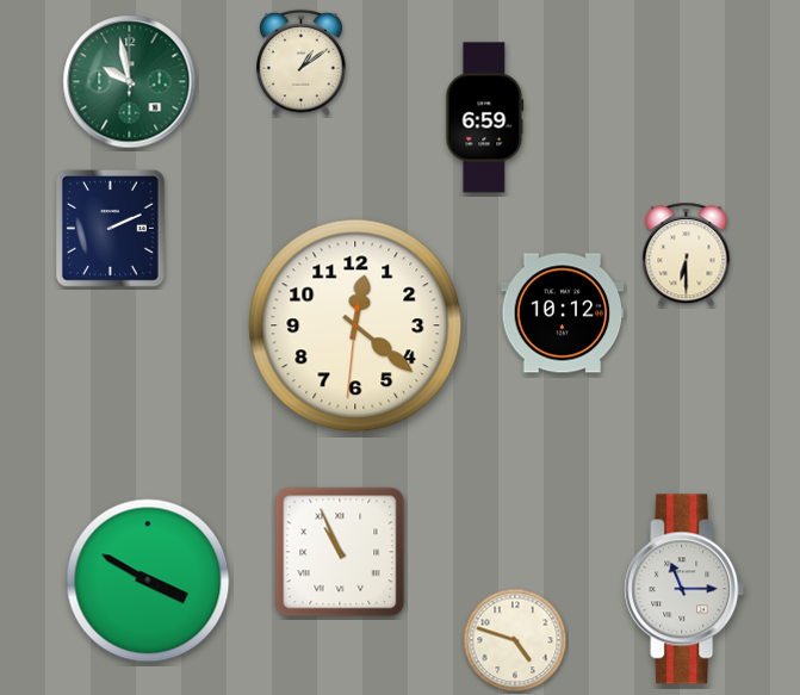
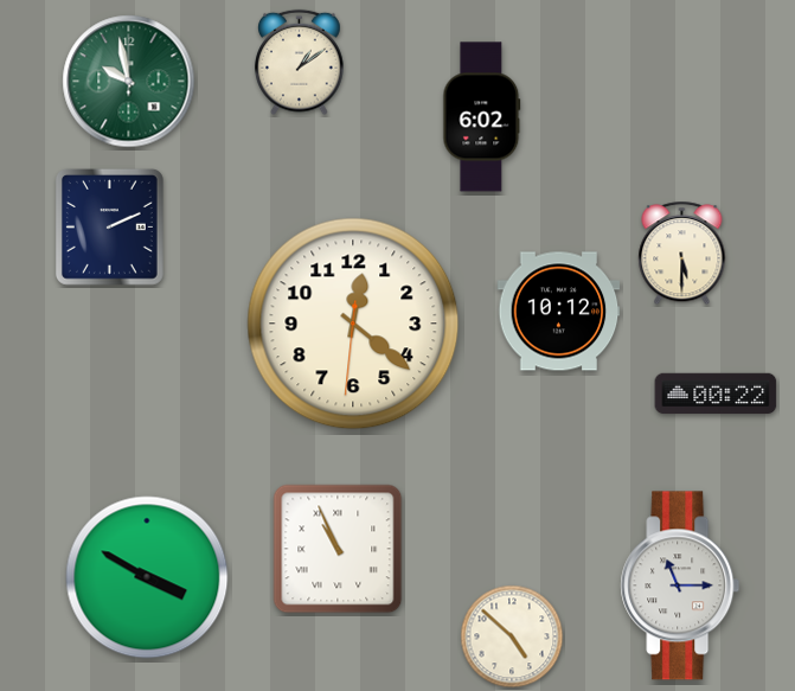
clock at (485, 118): 6:59 -> 6:02
clock at (687, 255): 6:30 -> 5:30
clock at (716, 394): none -> 00:22
clock at (515, 640): 4:48 -> 4:52
